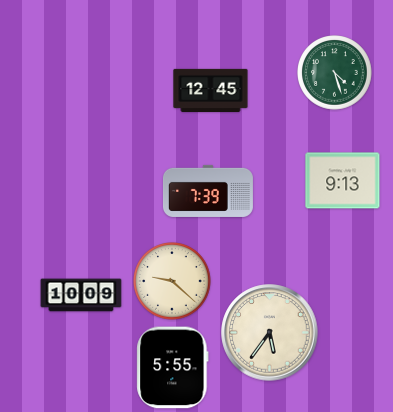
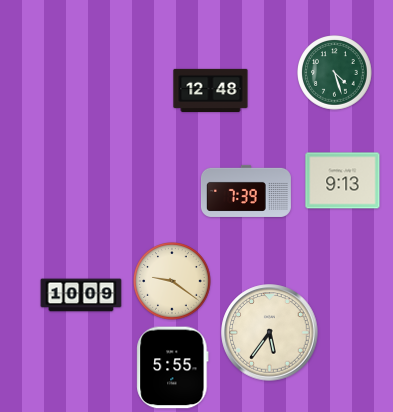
clock at (211, 90): 12:45 -> 12:48
clock at (208, 191) position: (208, 191) -> (246, 191)
clock at (172, 281): 9:22 -> 9:21
